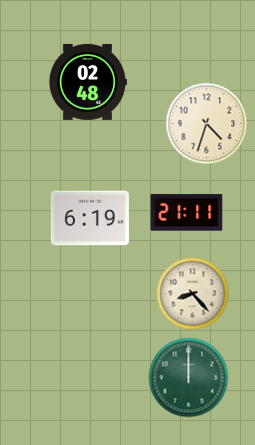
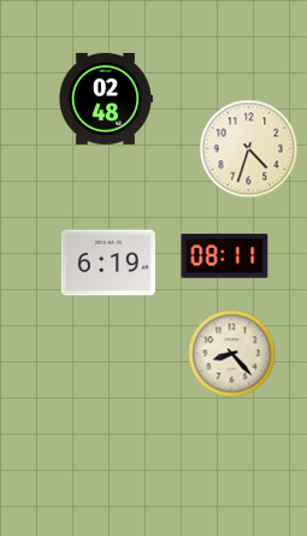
clock at (187, 213): 21:11 -> 08:11
clock at (189, 378): 12:00 -> none
